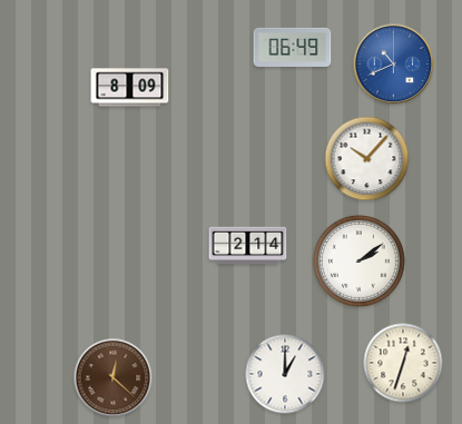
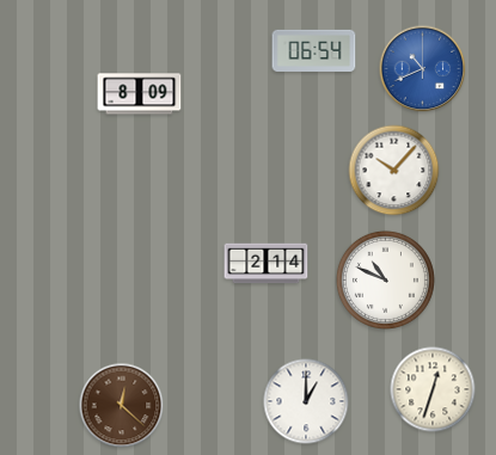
clock at (293, 47): 06:49 -> 06:54
clock at (358, 260): 2:09 -> 10:49
